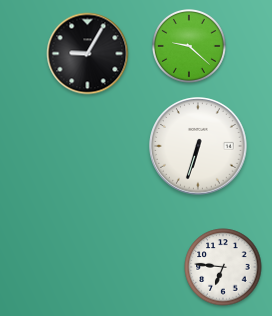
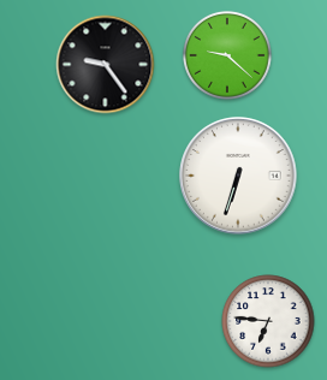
clock at (88, 54): 9:05 -> 9:24
